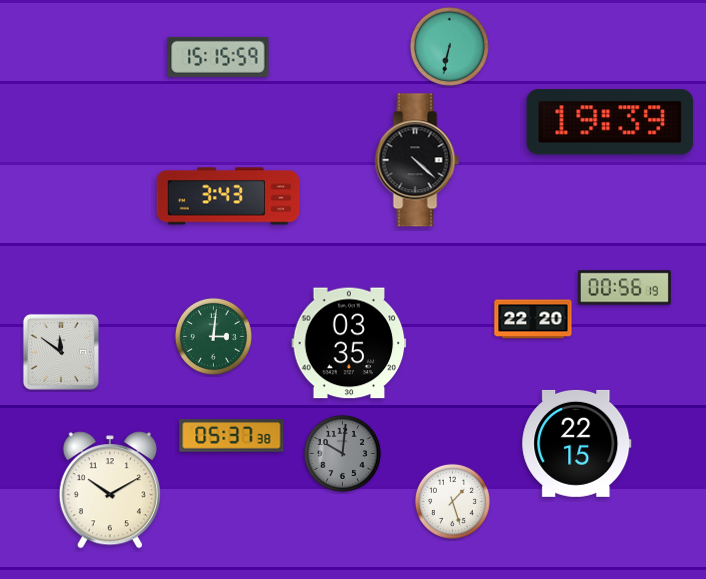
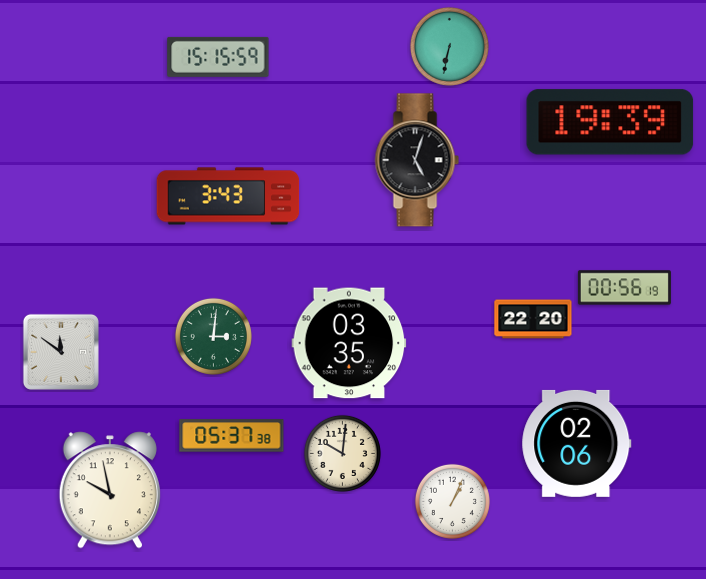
clock at (417, 160): 4:22 -> 5:03
clock at (577, 443): 22:15 -> 02:06
clock at (342, 453) dial: grey -> cream
clock at (110, 490): 10:10 -> 9:58
clock at (452, 501): 1:27 -> 1:04
